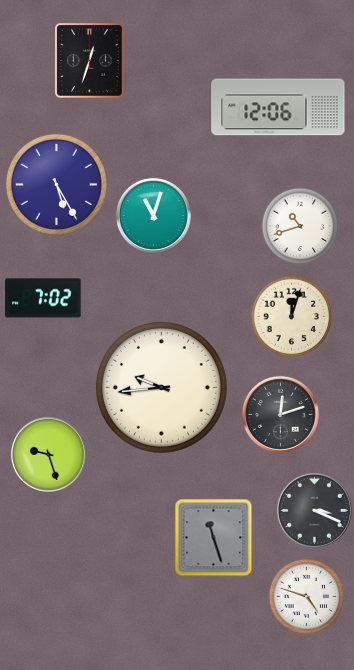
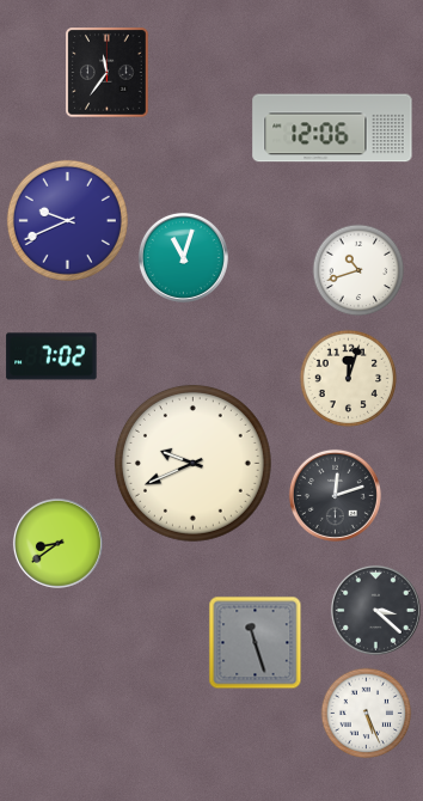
clock at (90, 61): 12:33 -> 11:36
clock at (56, 184): 5:25 -> 9:41
clock at (161, 387): 9:44 -> 9:41
clock at (48, 454): 9:27 -> 8:39
clock at (314, 510): 3:19 -> 3:22
clock at (307, 597): 4:48 -> 5:26
